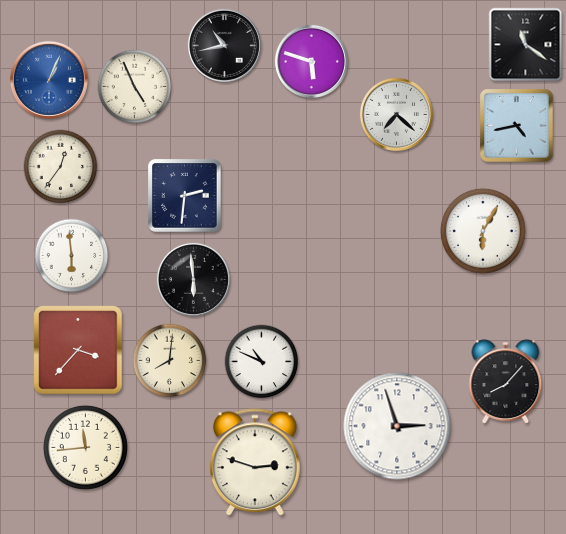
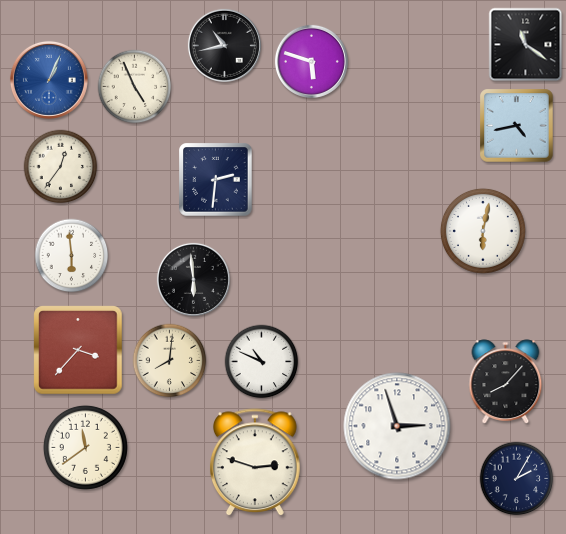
clock at (396, 114): 7:22 -> none
clock at (185, 196) position: (185, 196) -> (216, 180)
clock at (483, 231): 6:05 -> 6:02
clock at (85, 447): 11:44 -> 11:39
clock at (517, 479): none -> 2:05
